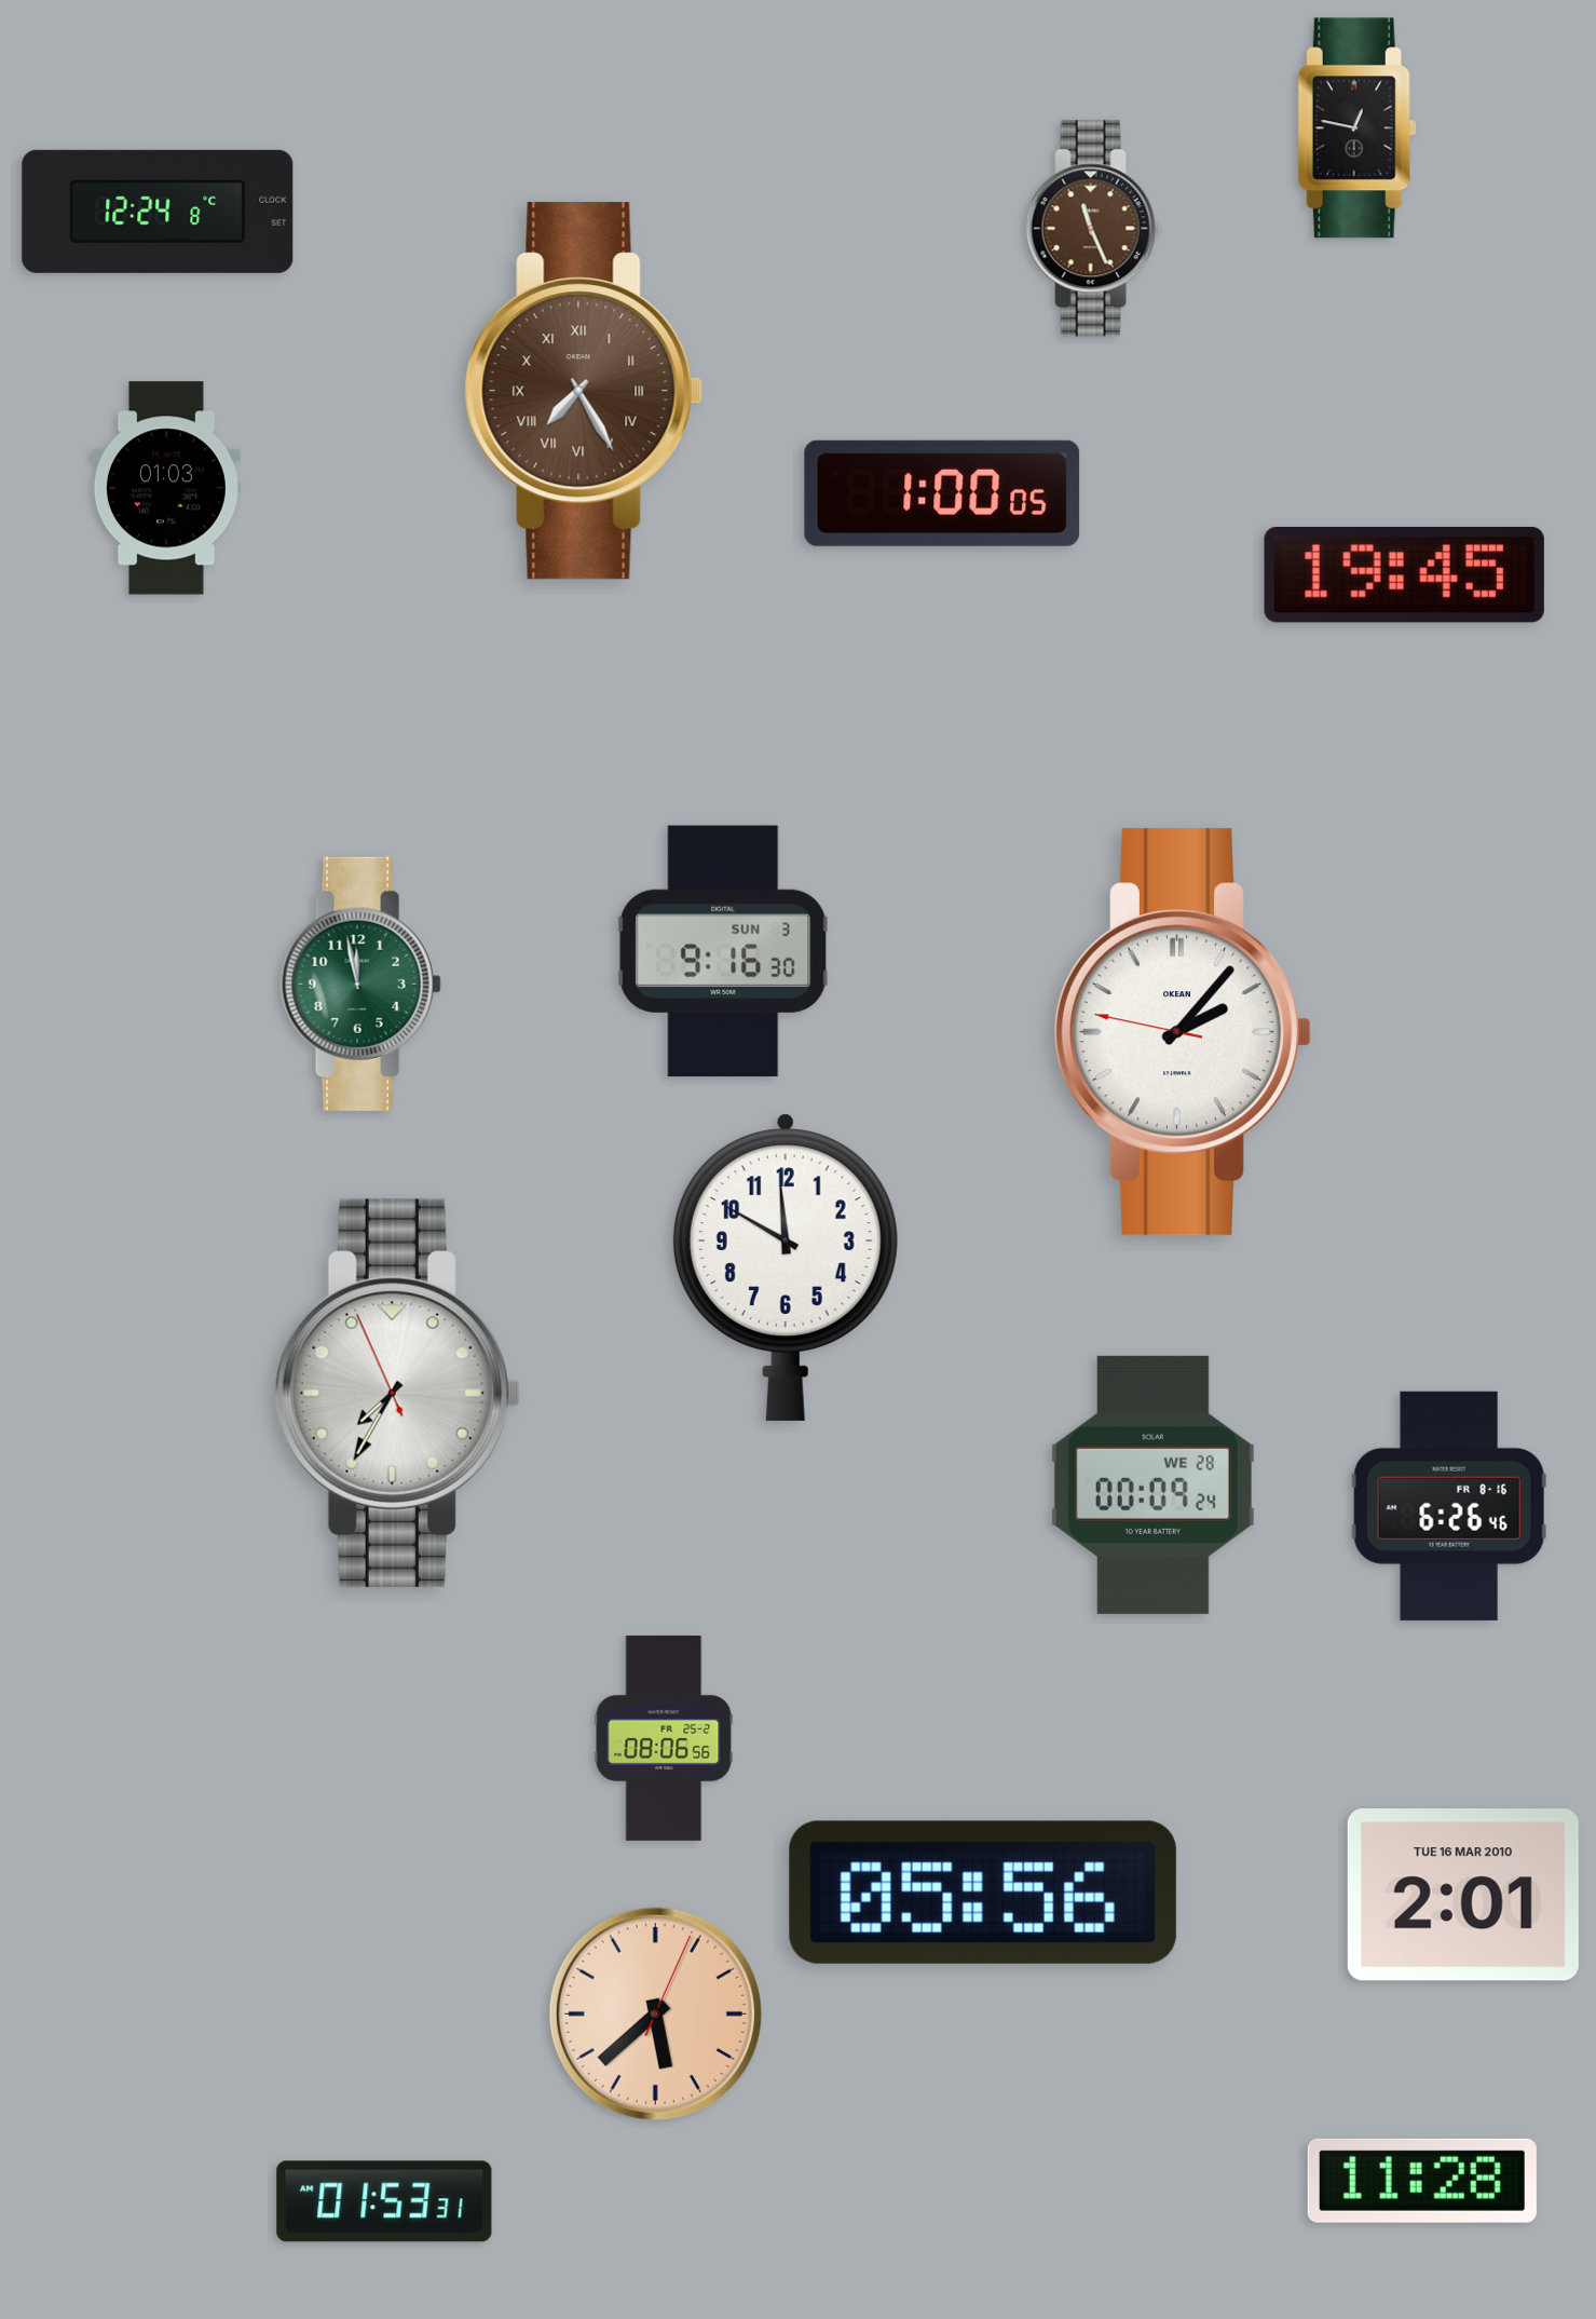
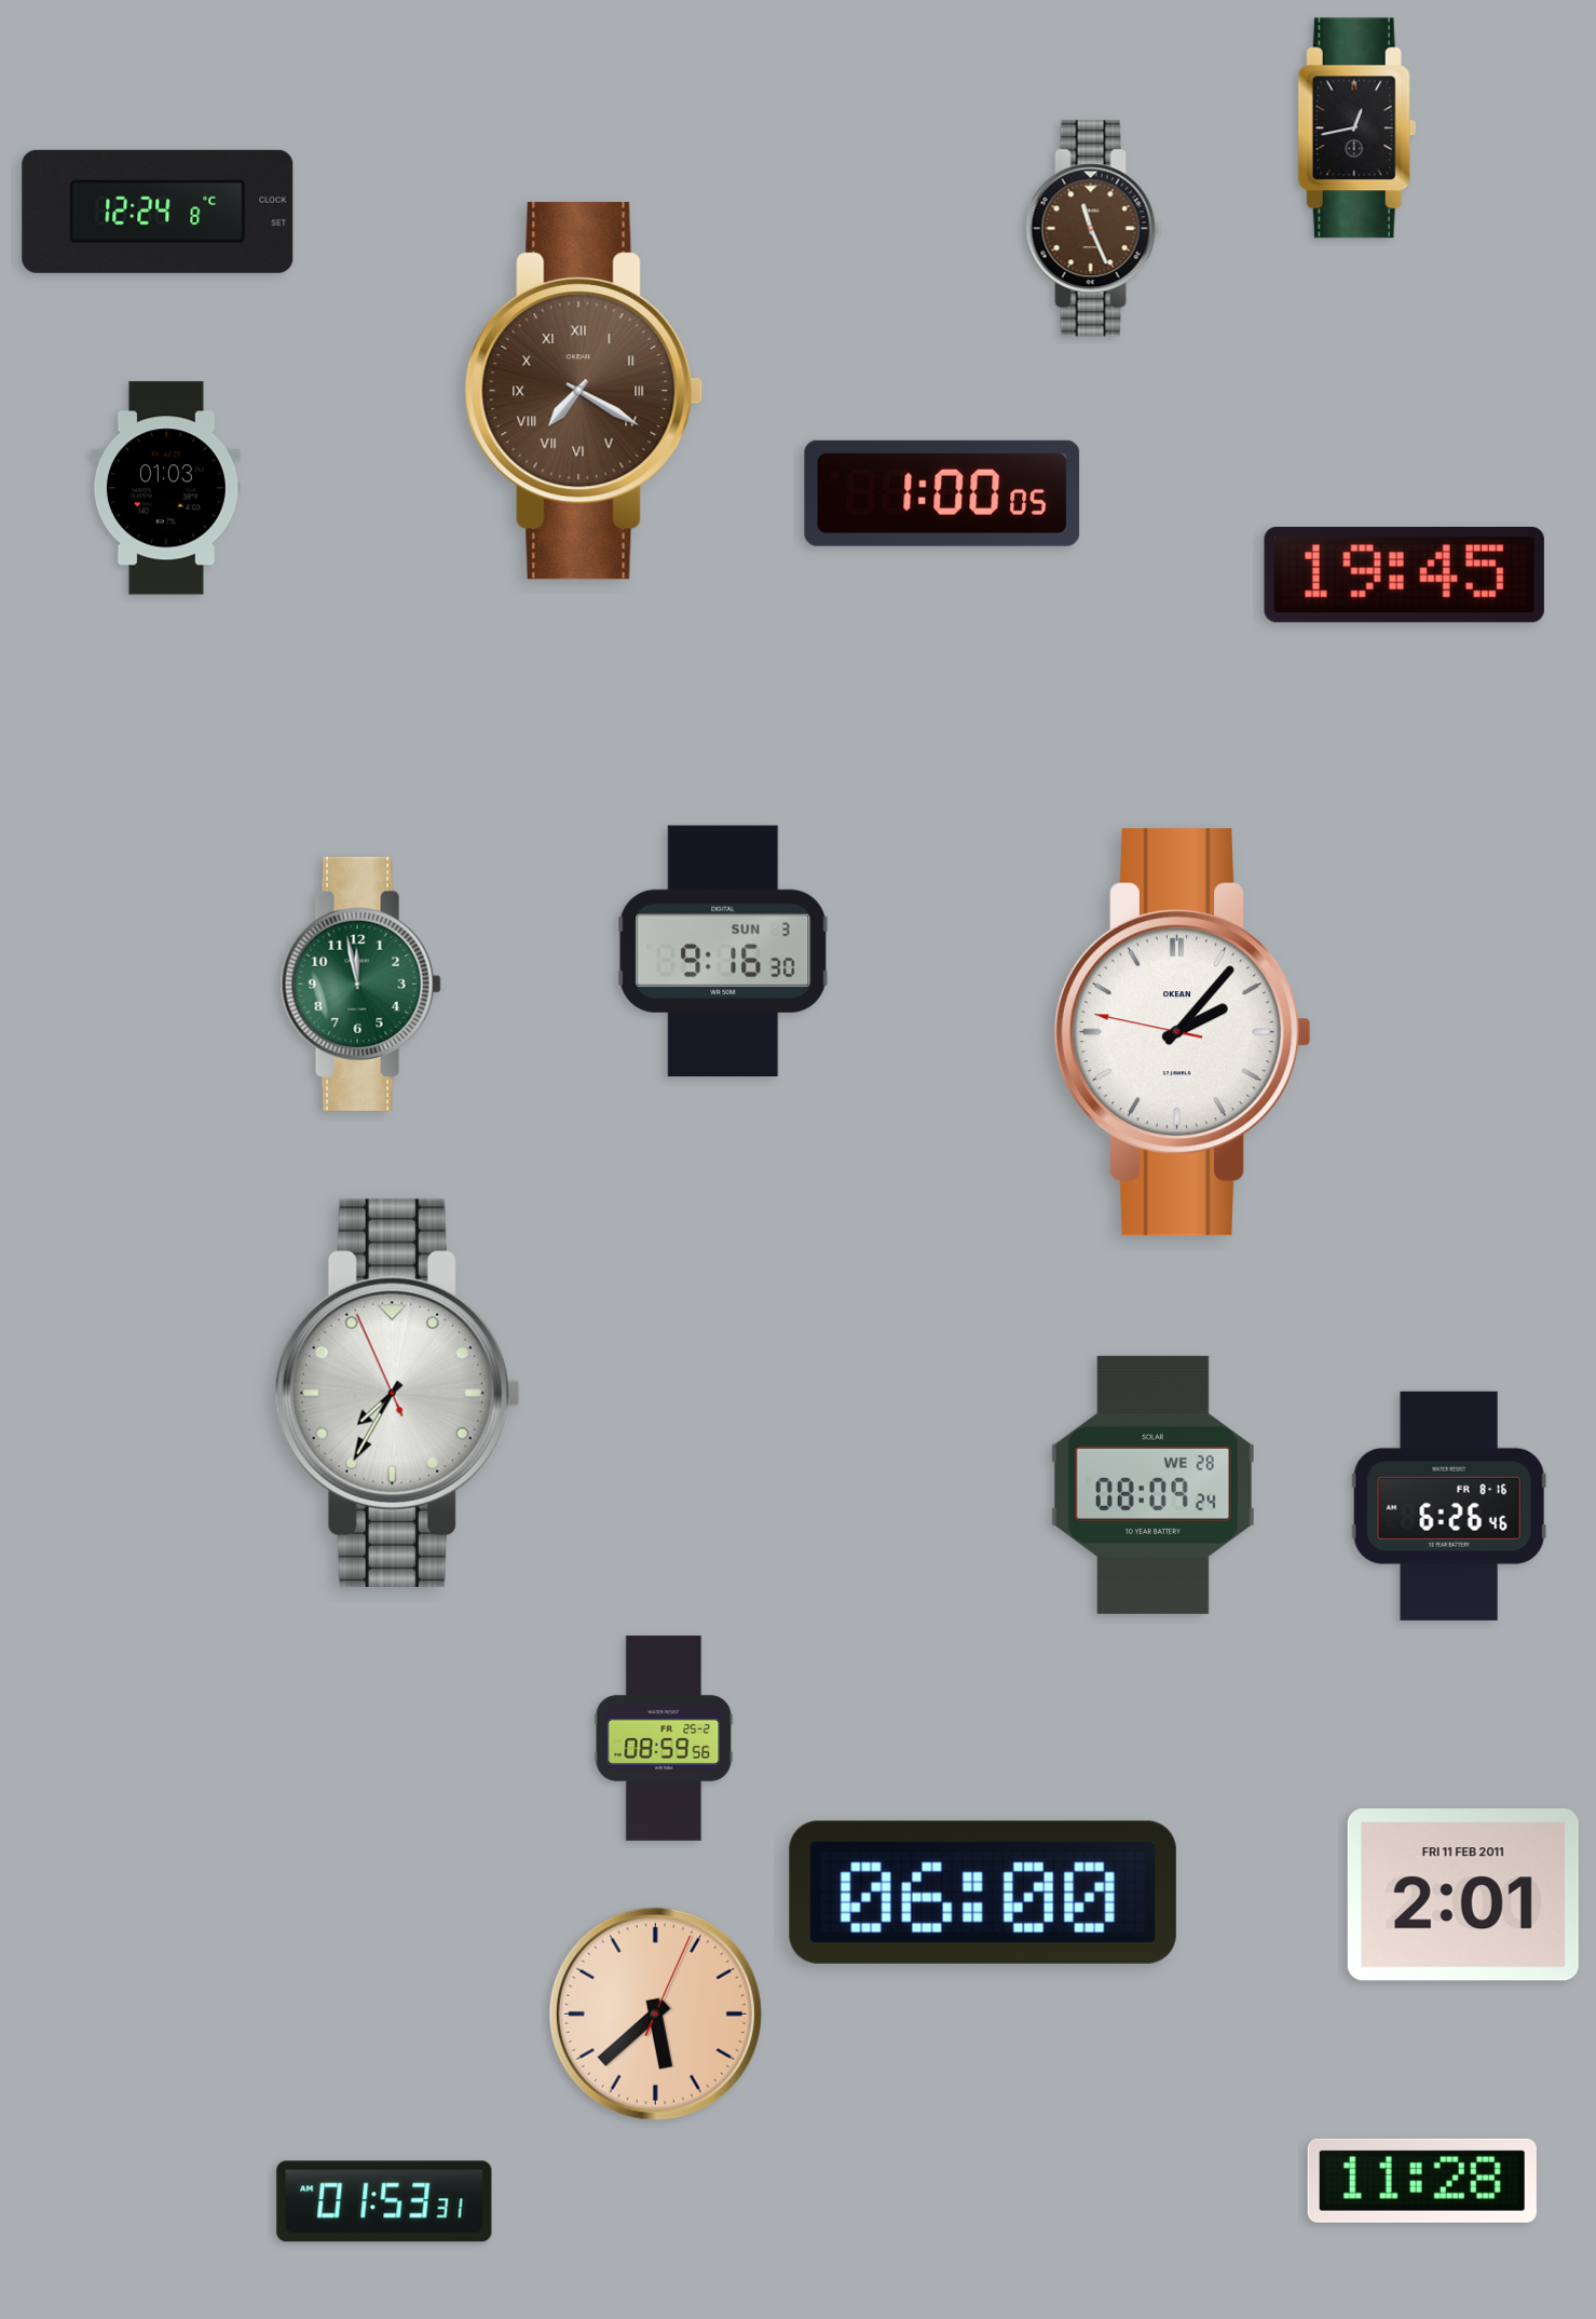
clock at (1356, 128): 12:47 -> 12:43
clock at (584, 391): 7:25 -> 7:20
clock at (786, 1267): 11:50 -> none
clock at (1152, 1484): 00:09 -> 08:09
clock at (664, 1738): 08:06 -> 08:59
clock at (983, 1893): 05:56 -> 06:00
clock at (1463, 1895) date: TUE 16 MAR 2010 -> FRI 11 FEB 2011
